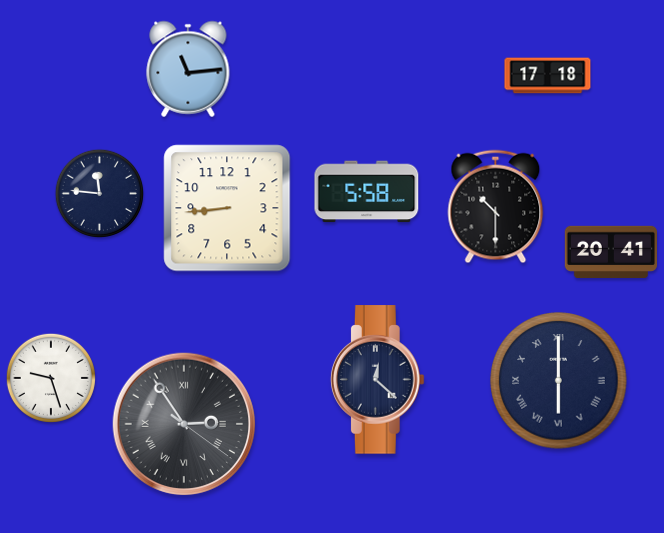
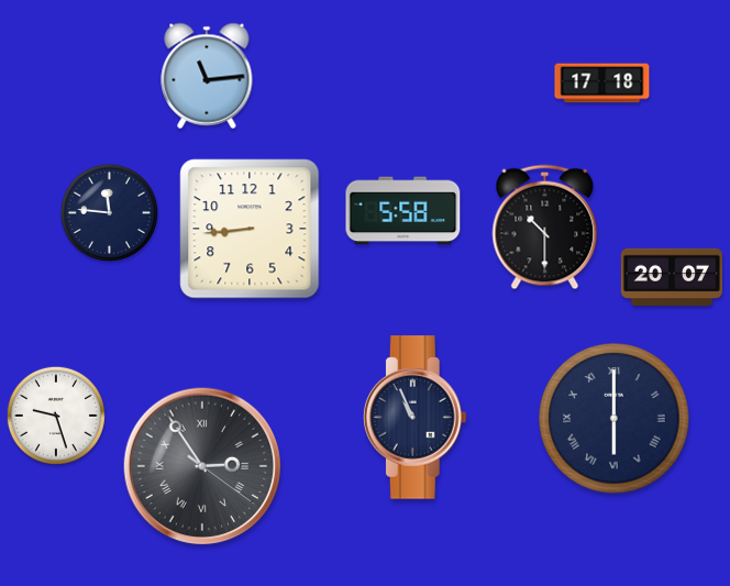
clock at (610, 251): 20:41 -> 20:07
clock at (377, 380): 12:22 -> 10:56
